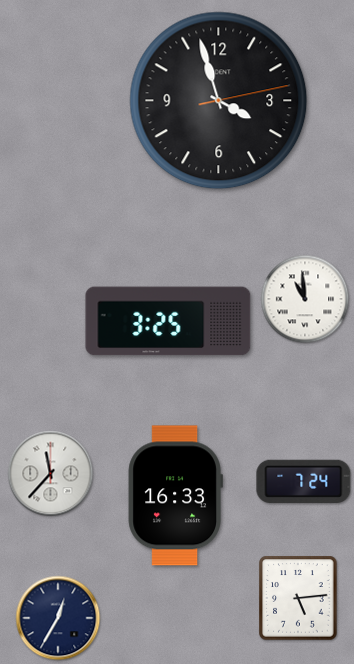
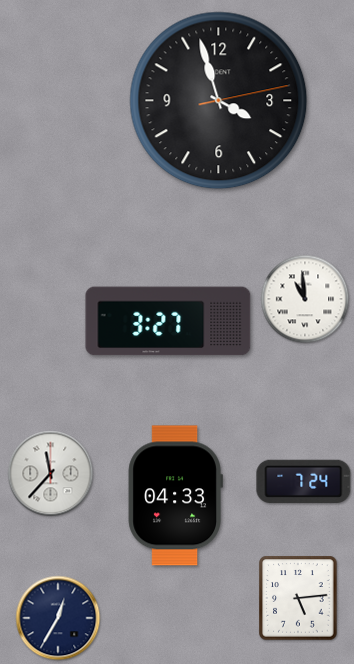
clock at (168, 321): 3:25 -> 3:27
clock at (175, 496): 16:33 -> 04:33
